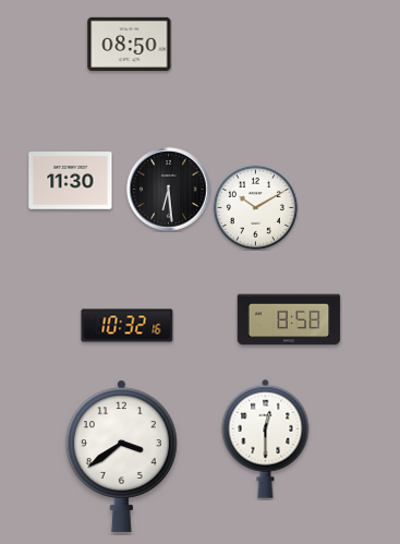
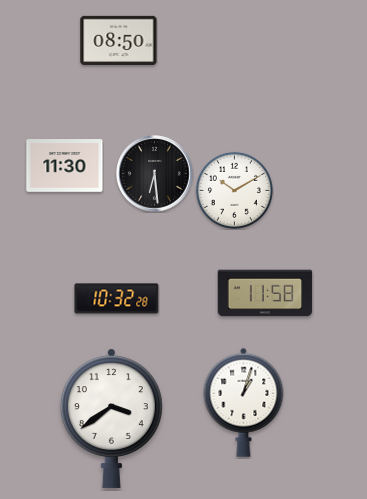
clock at (289, 319): 8:58 -> 11:58
clock at (128, 326): 10:32:16 -> 10:32:28
clock at (266, 438): 12:30 -> 1:03
